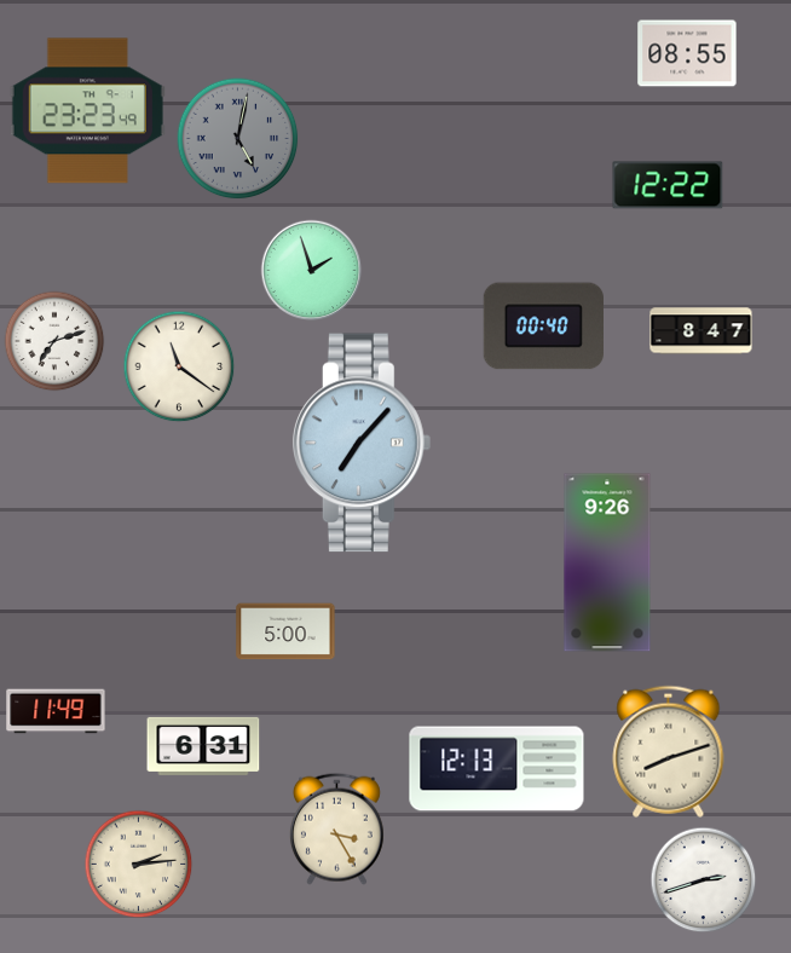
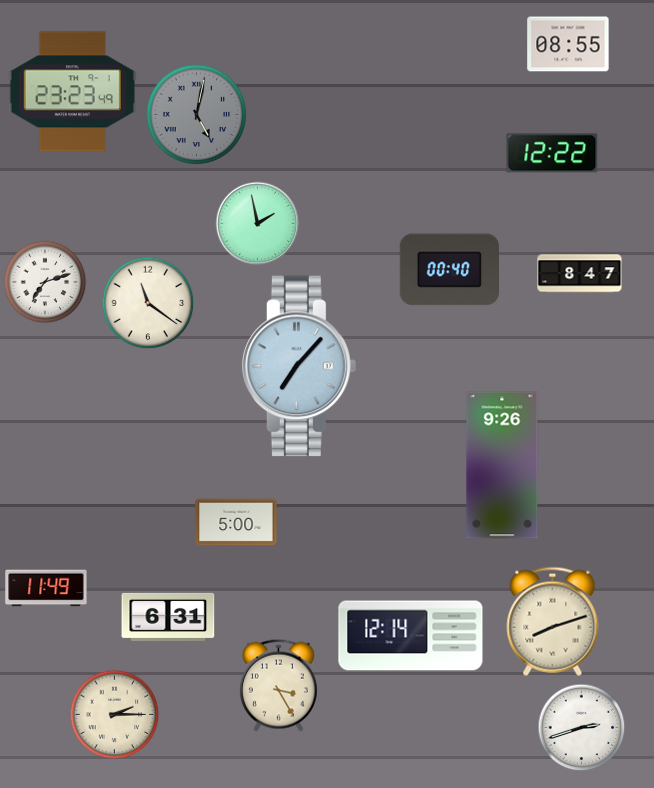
clock at (312, 271): 1:57 -> 1:58
clock at (497, 769): 12:13 -> 12:14
clock at (139, 865): 2:14 -> 2:15
